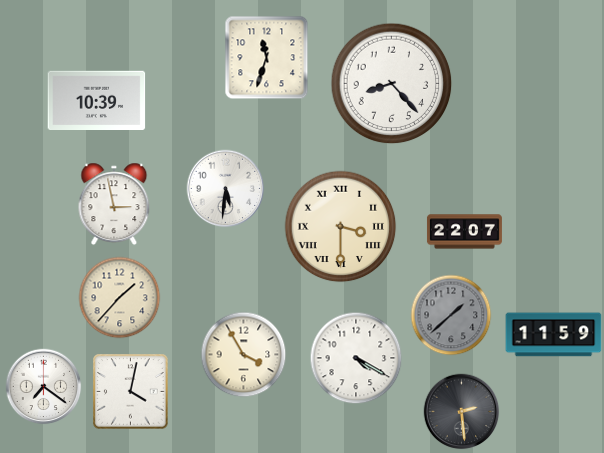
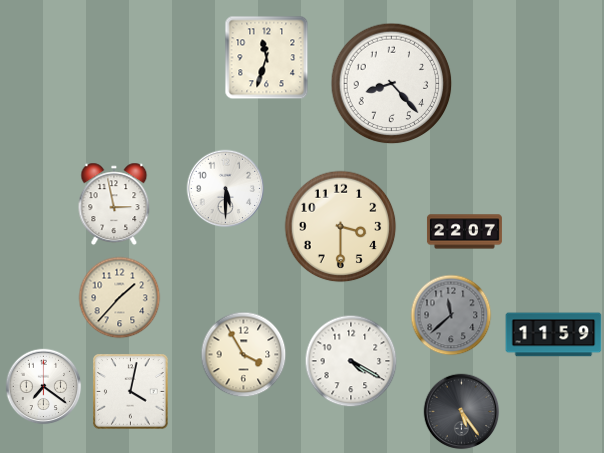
clock at (97, 101): 10:39 -> none
clock at (226, 189): 5:31 -> 5:30
clock at (341, 227) numerals: Roman -> Arabic
clock at (451, 315): 1:38 -> 11:38
clock at (356, 358) position: (356, 358) -> (351, 361)
clock at (462, 412): 2:29 -> 5:24
